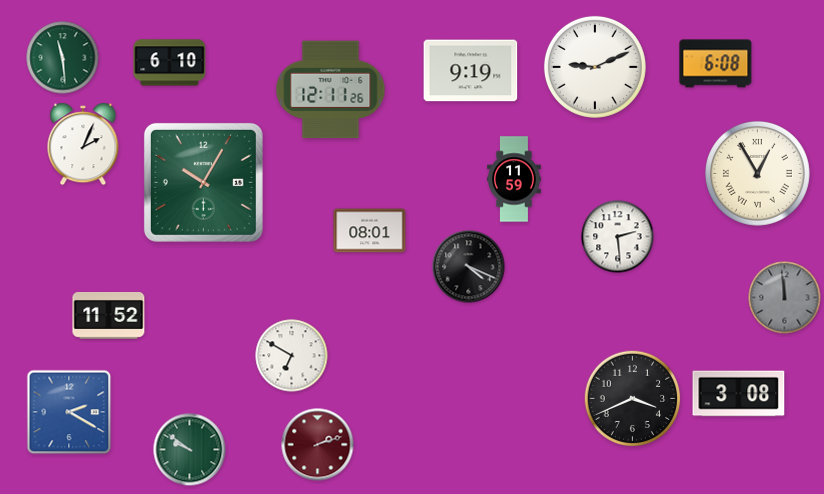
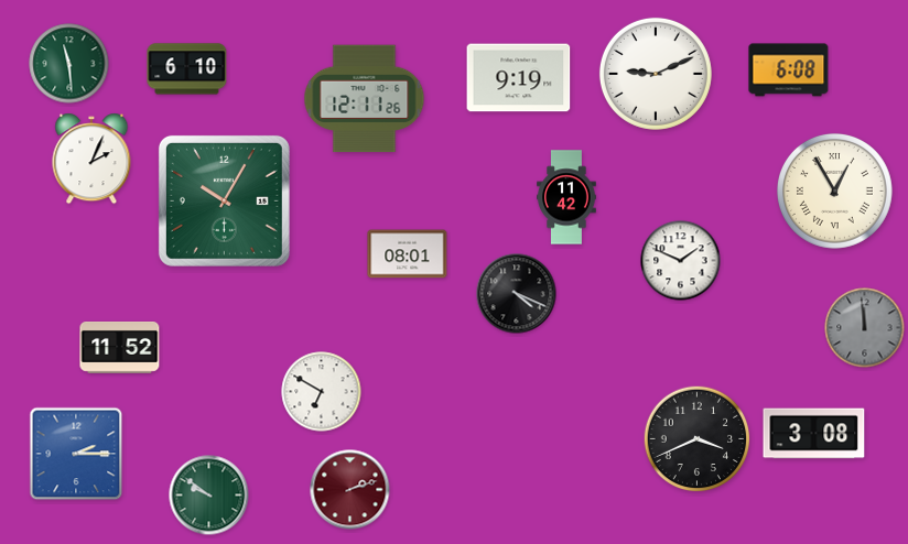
clock at (514, 179): 11:59 -> 11:42
clock at (618, 237): 2:29 -> 1:49
clock at (69, 412): 2:20 -> 2:15
